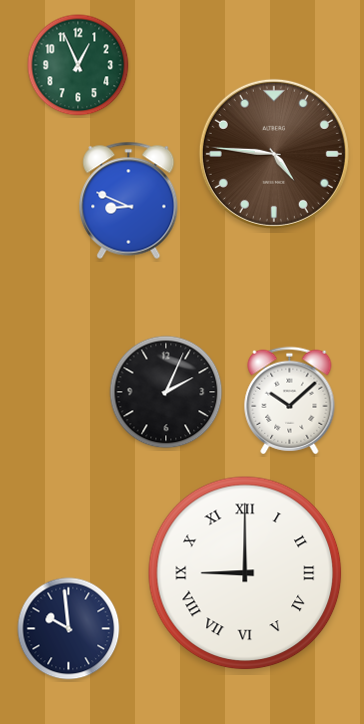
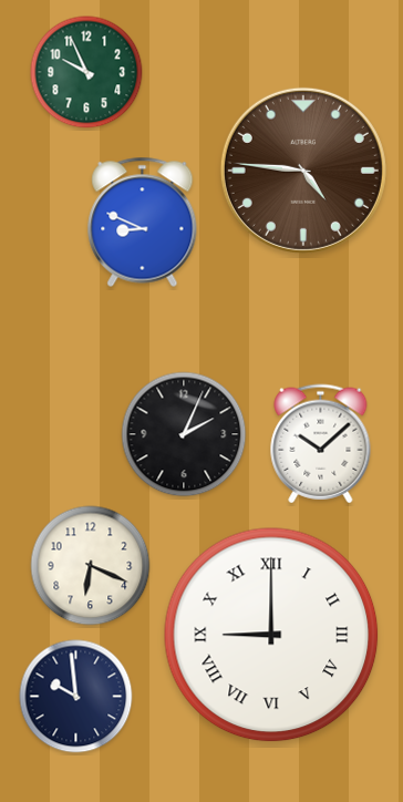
clock at (78, 65): 12:56 -> 9:56
clock at (91, 566): none -> 6:19
